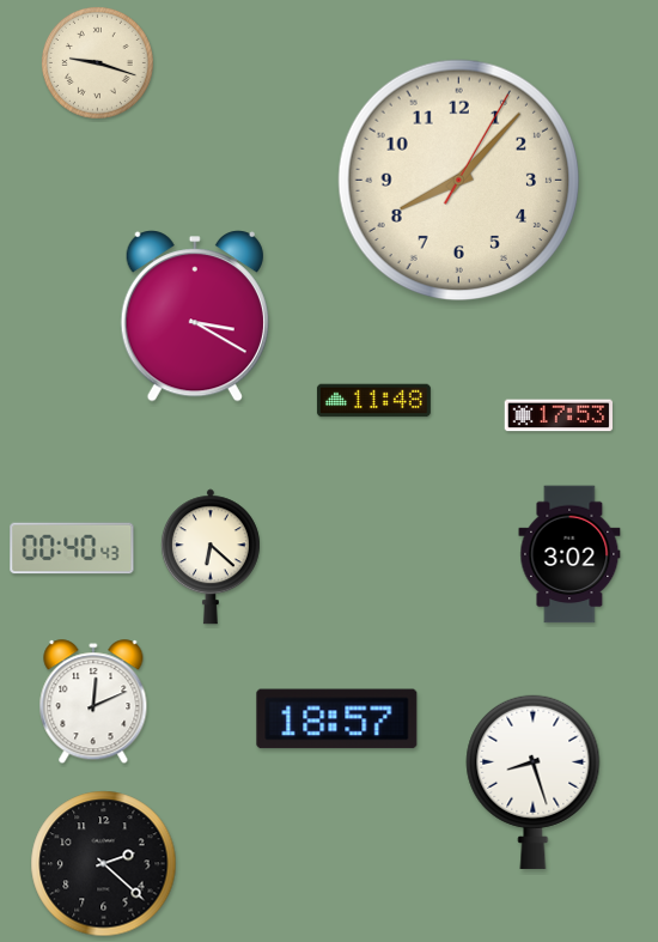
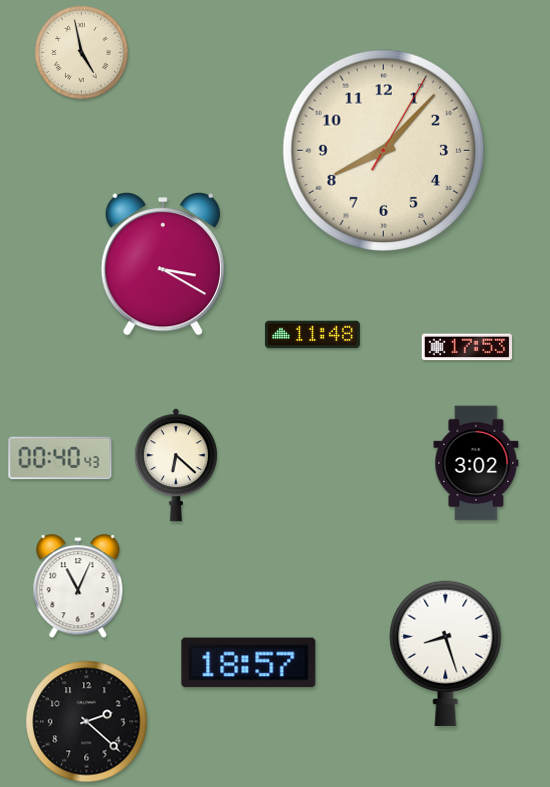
clock at (97, 62): 9:18 -> 4:58
clock at (93, 703): 12:11 -> 11:04
clock at (337, 719) position: (337, 719) -> (249, 663)
